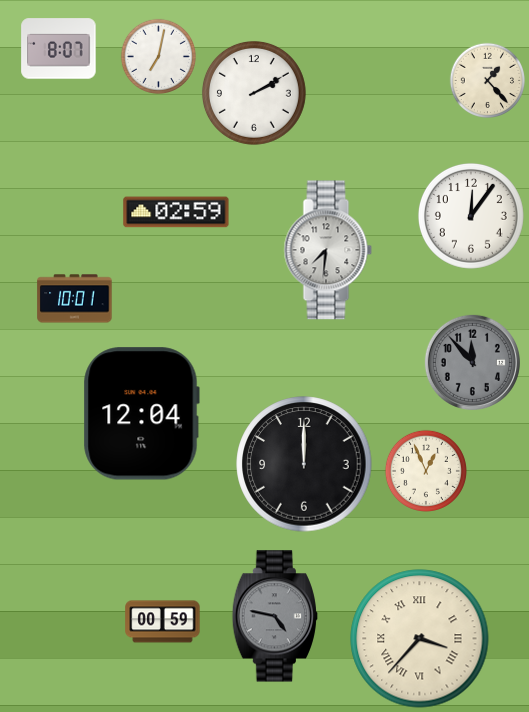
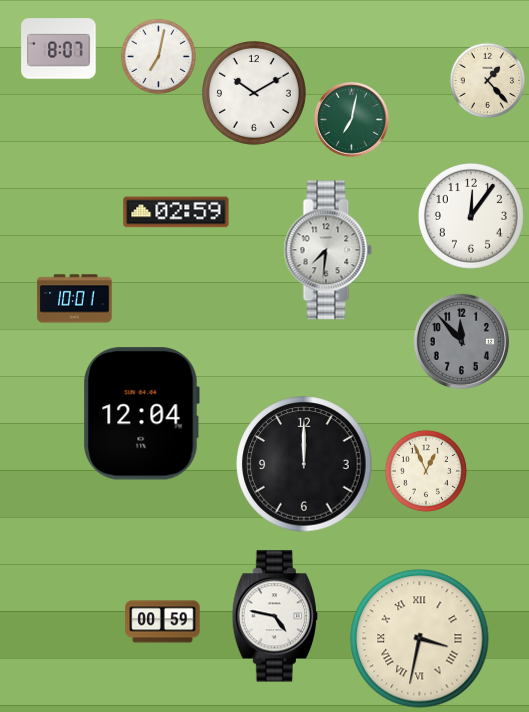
clock at (254, 93): 2:10 -> 10:10
clock at (352, 120): none -> 7:02
clock at (472, 362) position: (472, 362) -> (461, 341)
clock at (274, 616) dial: grey -> white
clock at (420, 639): 3:37 -> 3:32
